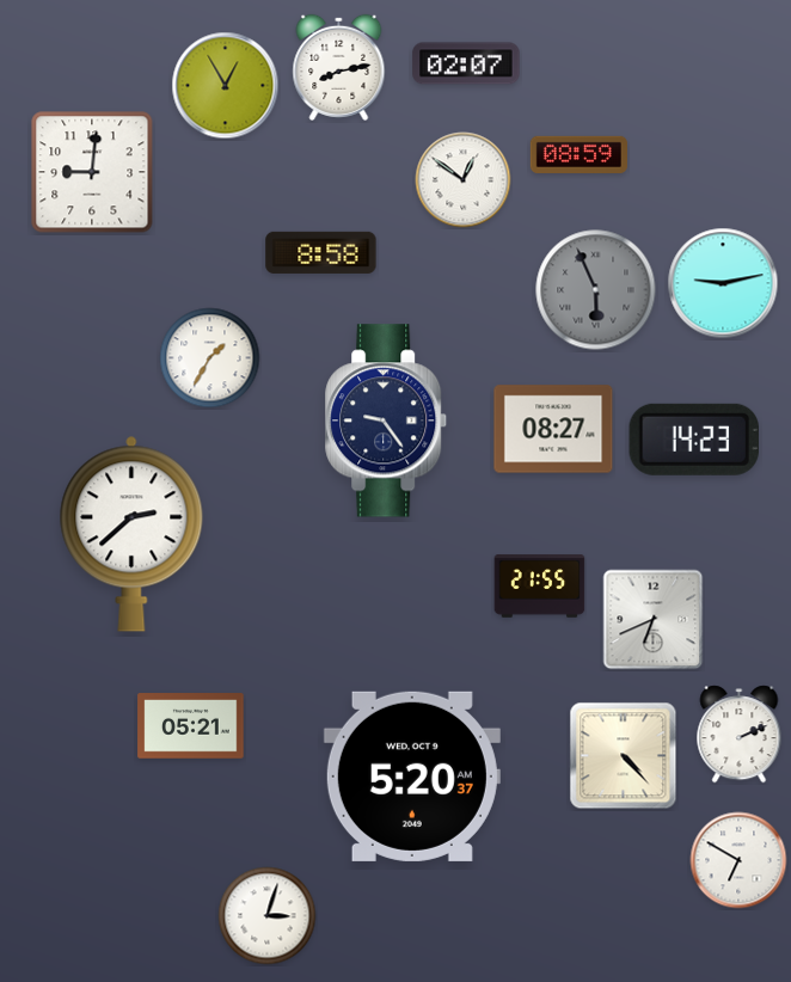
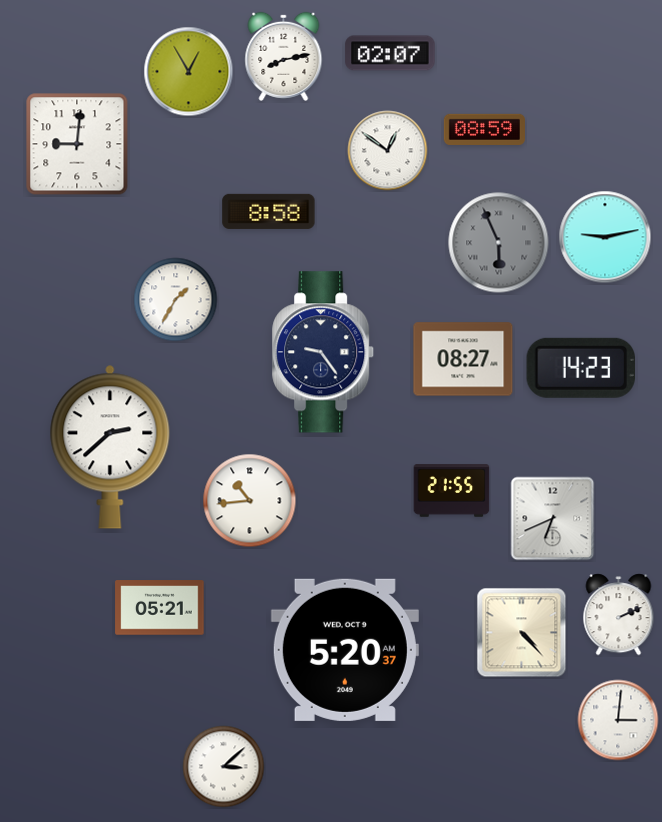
clock at (250, 501): none -> 10:44
clock at (654, 620) position: (654, 620) -> (553, 519)
clock at (738, 860): 6:50 -> 3:01
clock at (268, 916): 3:03 -> 3:08
